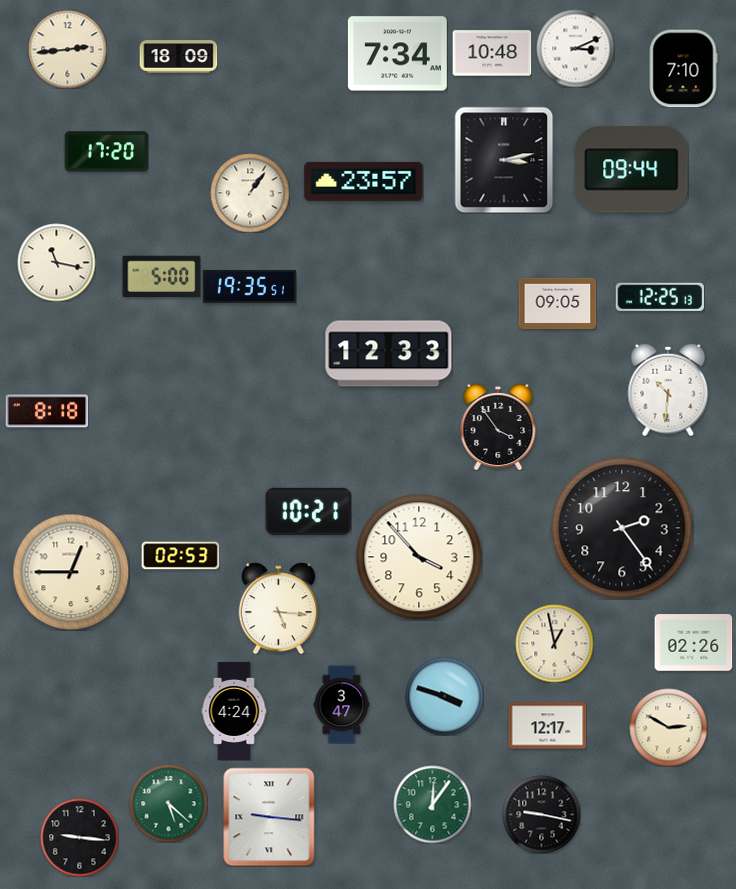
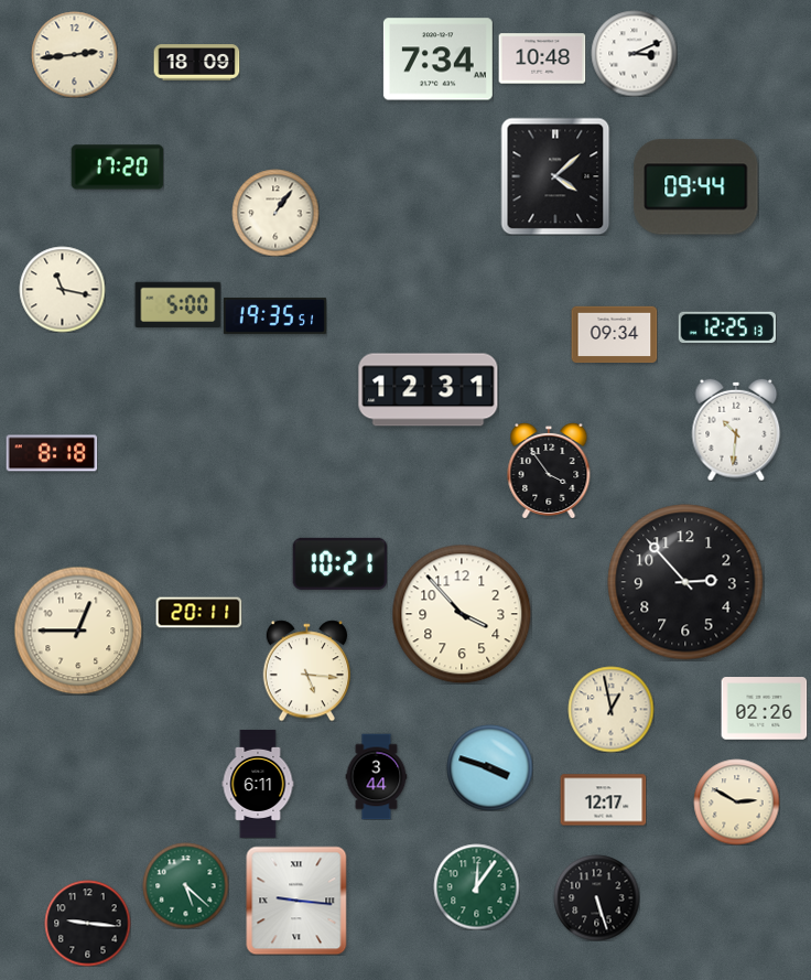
clock at (683, 68): 7:10 -> none
clock at (504, 160): 3:13 -> 4:08
clock at (364, 181): 23:57 -> none
clock at (557, 304): 09:05 -> 09:34
clock at (389, 354): 12:33 -> 12:31
clock at (622, 528): 2:24 -> 2:53
clock at (180, 556): 02:53 -> 20:11
clock at (342, 704): 3:47 -> 3:44
clock at (234, 711): 4:24 -> 6:11
clock at (541, 814): 9:17 -> 5:27
